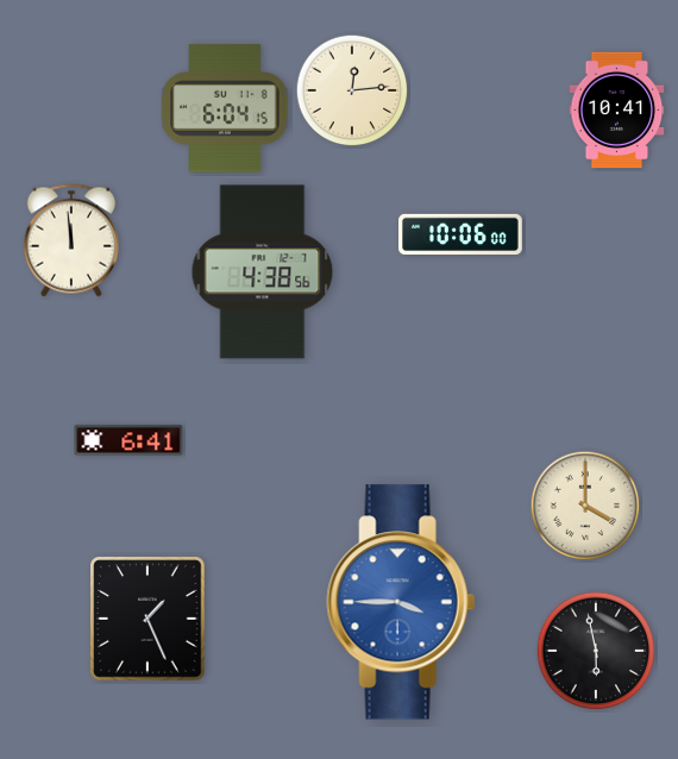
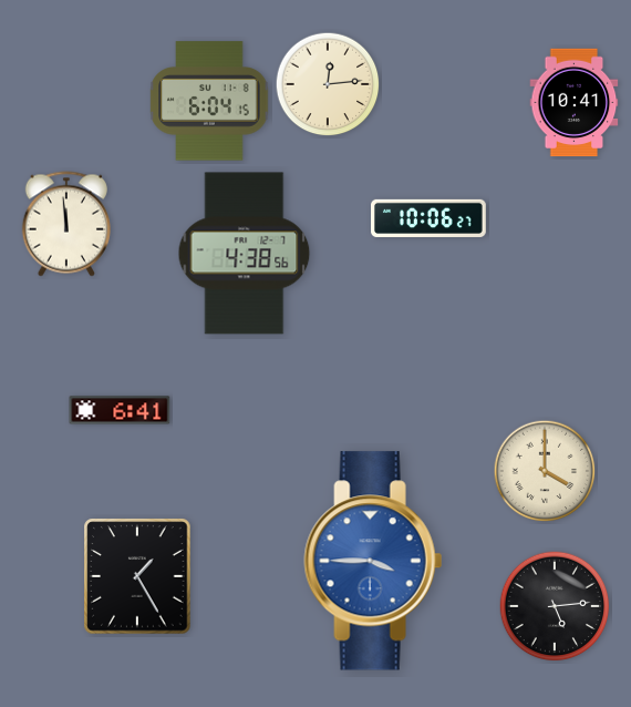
clock at (462, 234): 10:06:00 -> 10:06:27
clock at (147, 619): 1:26 -> 1:25
clock at (596, 651): 5:58 -> 5:14
